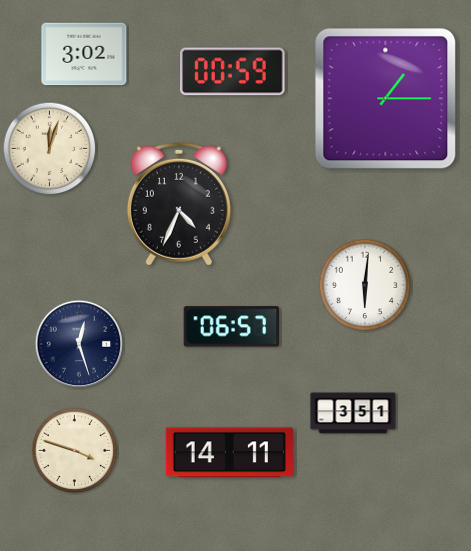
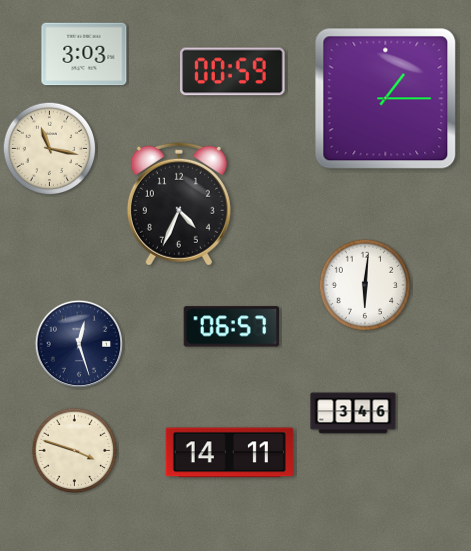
clock at (84, 54): 3:02 -> 3:03
clock at (50, 149): 12:03 -> 11:17
clock at (353, 413): 3:51 -> 3:46
